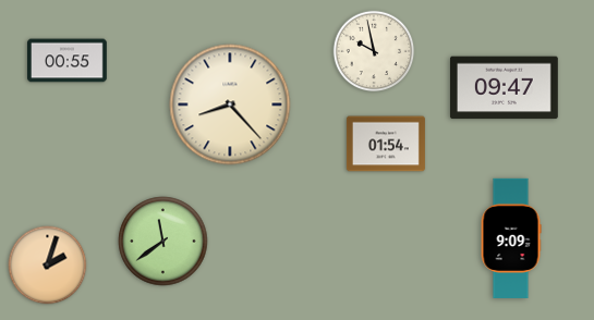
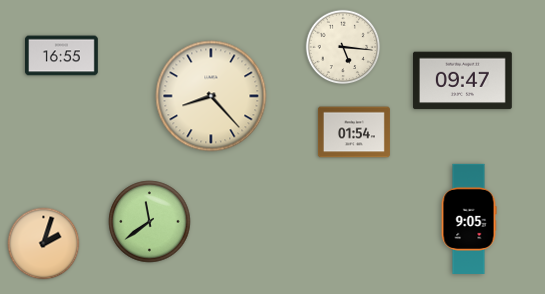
clock at (374, 51): 9:58 -> 5:16
clock at (68, 61): 00:55 -> 16:55
clock at (511, 238): 9:09 -> 9:05
